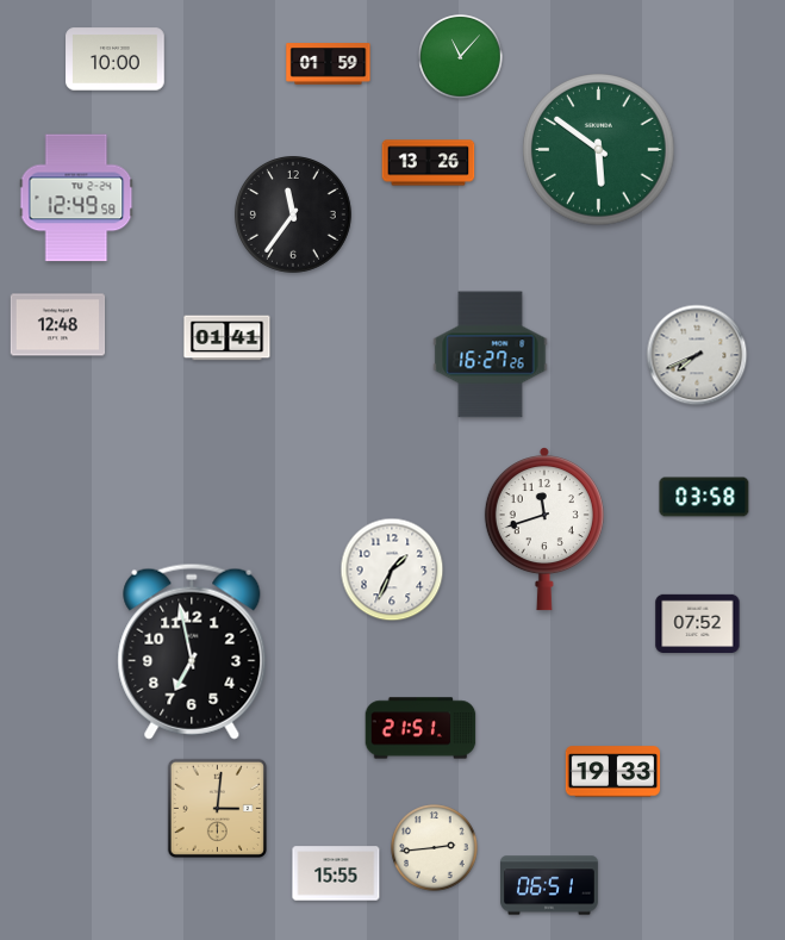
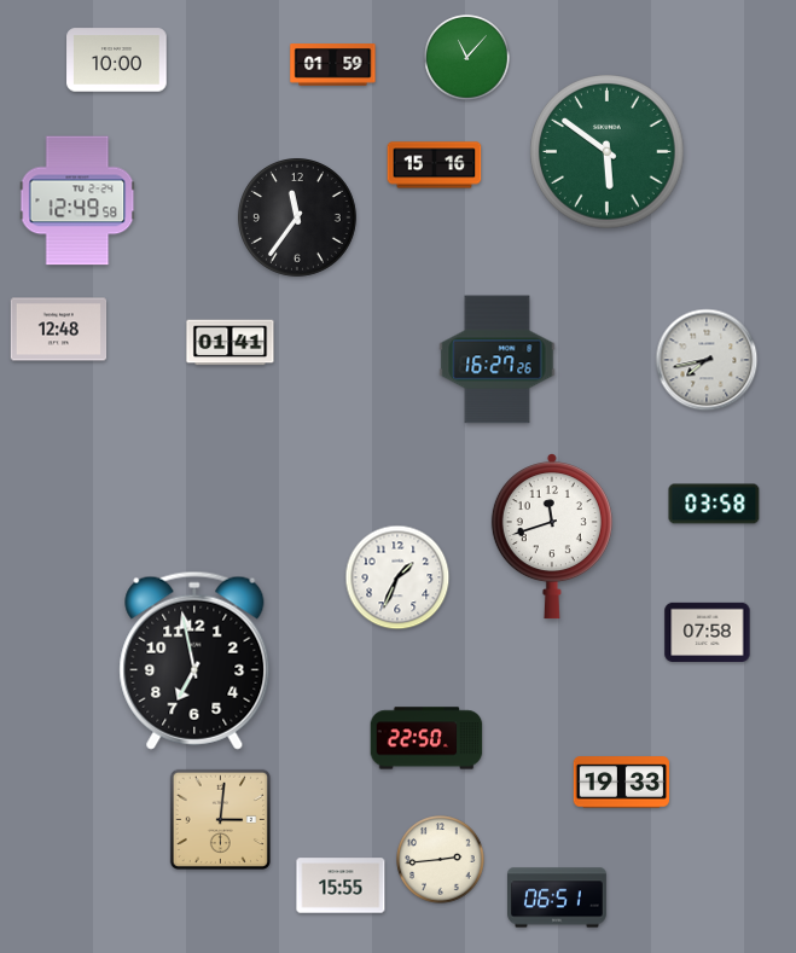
clock at (429, 163): 13:26 -> 15:16
clock at (697, 355): 7:41 -> 7:43
clock at (698, 623): 07:52 -> 07:58
clock at (420, 728): 21:51 -> 22:50
